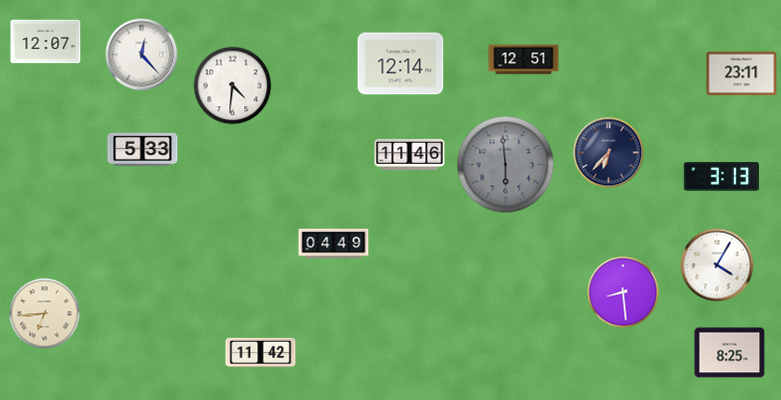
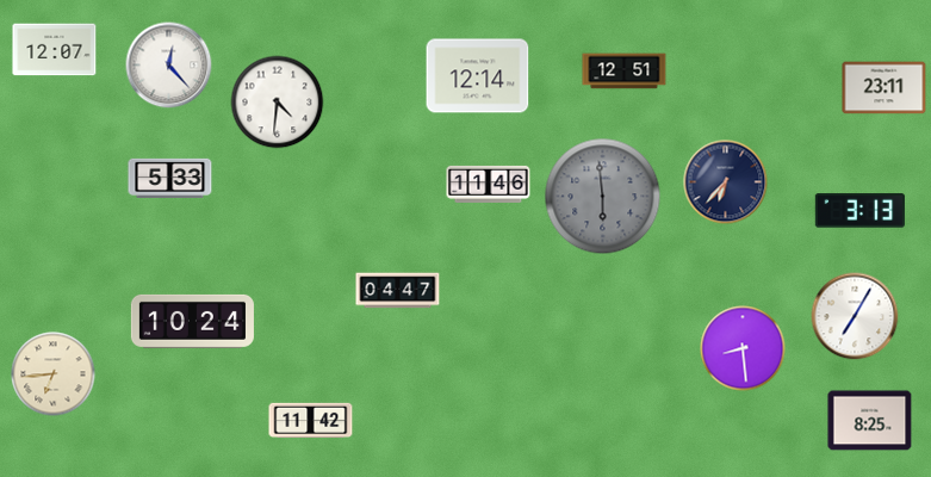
clock at (334, 244): 04:49 -> 04:47
clock at (717, 265): 4:05 -> 7:05
clock at (192, 321): none -> 10:24
